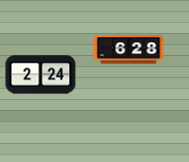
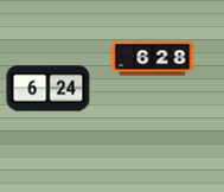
clock at (41, 75): 2:24 -> 6:24
